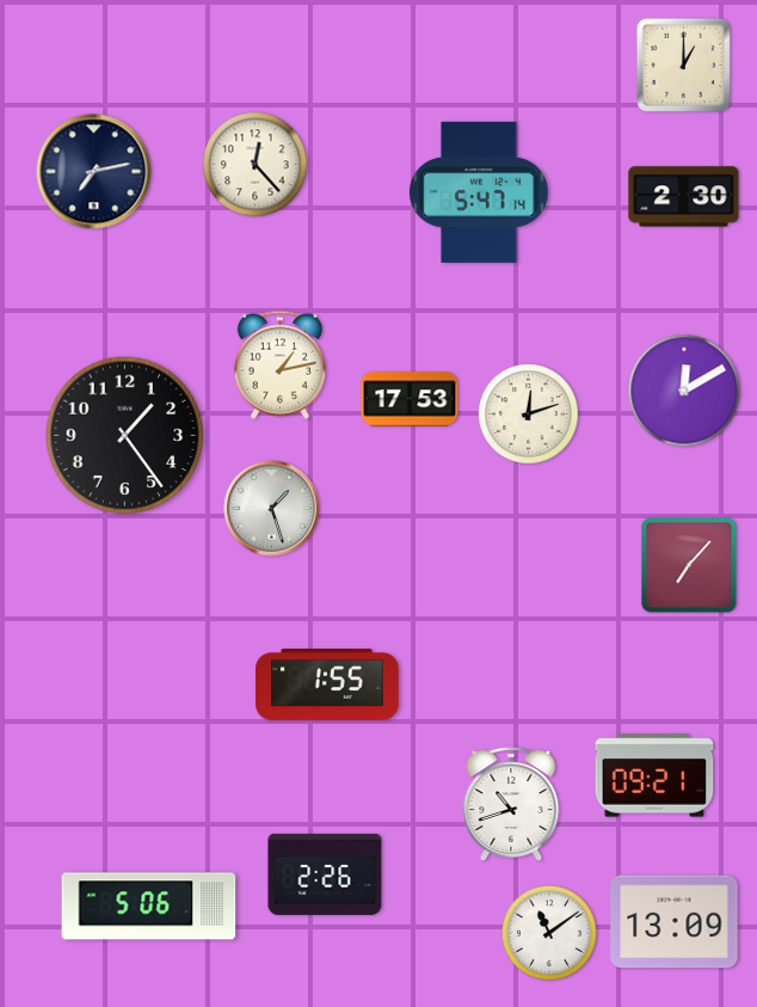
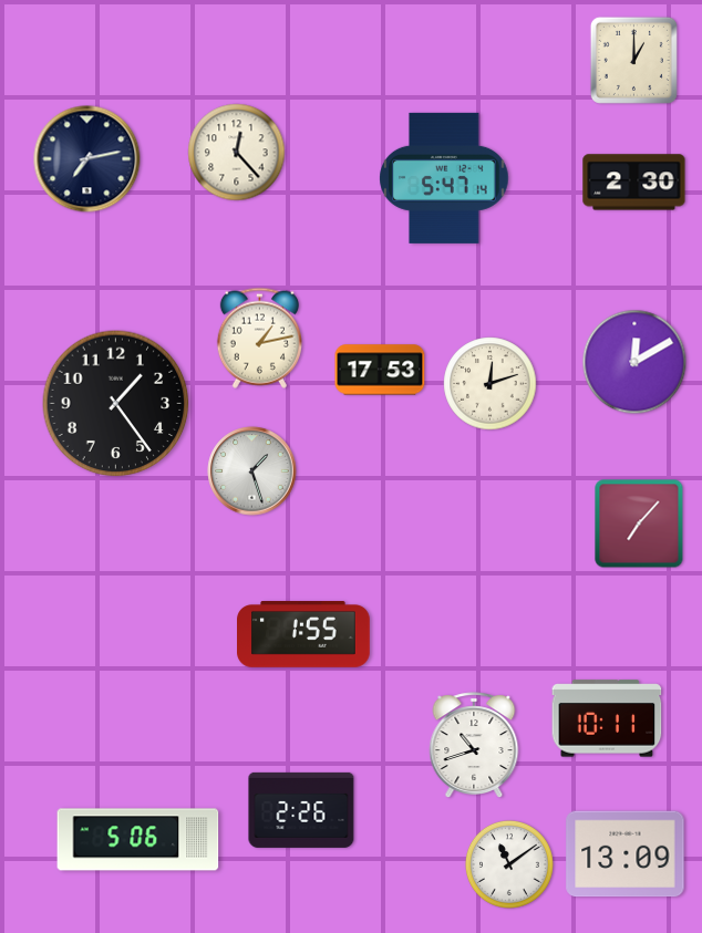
clock at (654, 775): 09:21 -> 10:11
